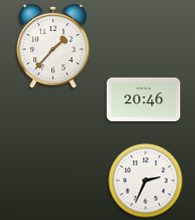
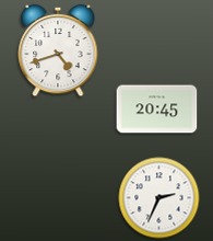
clock at (53, 46): 1:37 -> 4:42
clock at (144, 100): 20:46 -> 20:45
